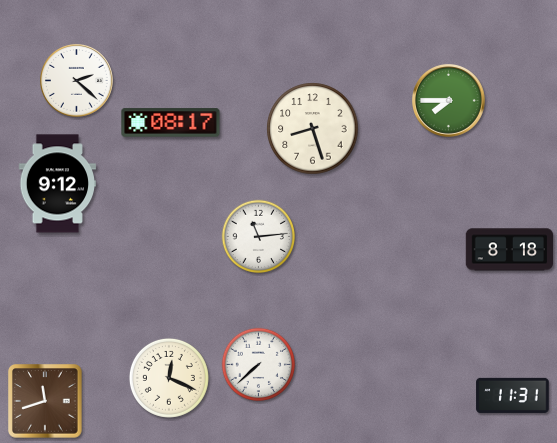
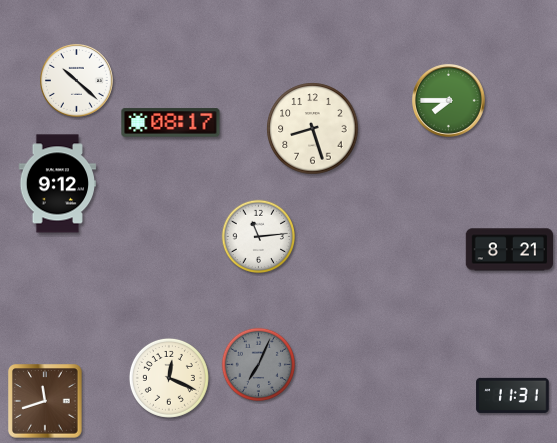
clock at (77, 81): 2:22 -> 10:22
clock at (510, 250): 8:18 -> 8:21
clock at (259, 365): 7:38 -> 7:04
clock at (259, 365) dial: white -> grey
